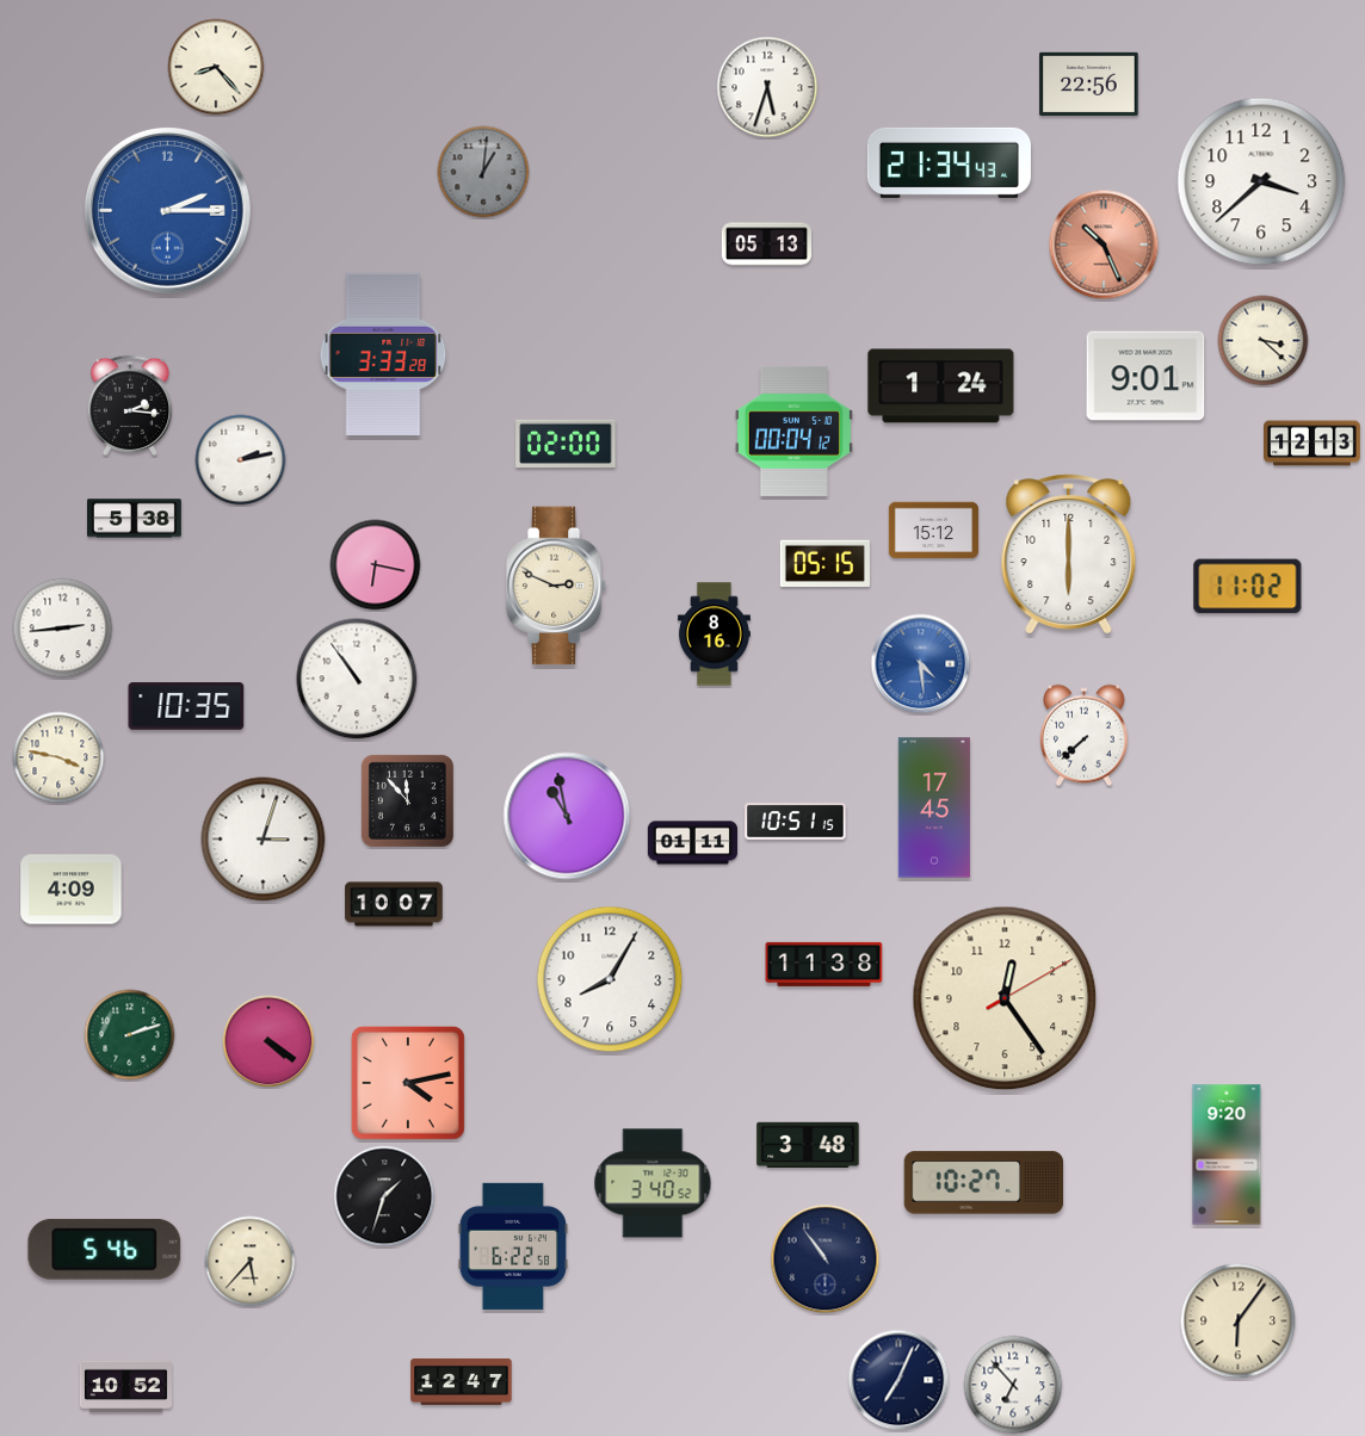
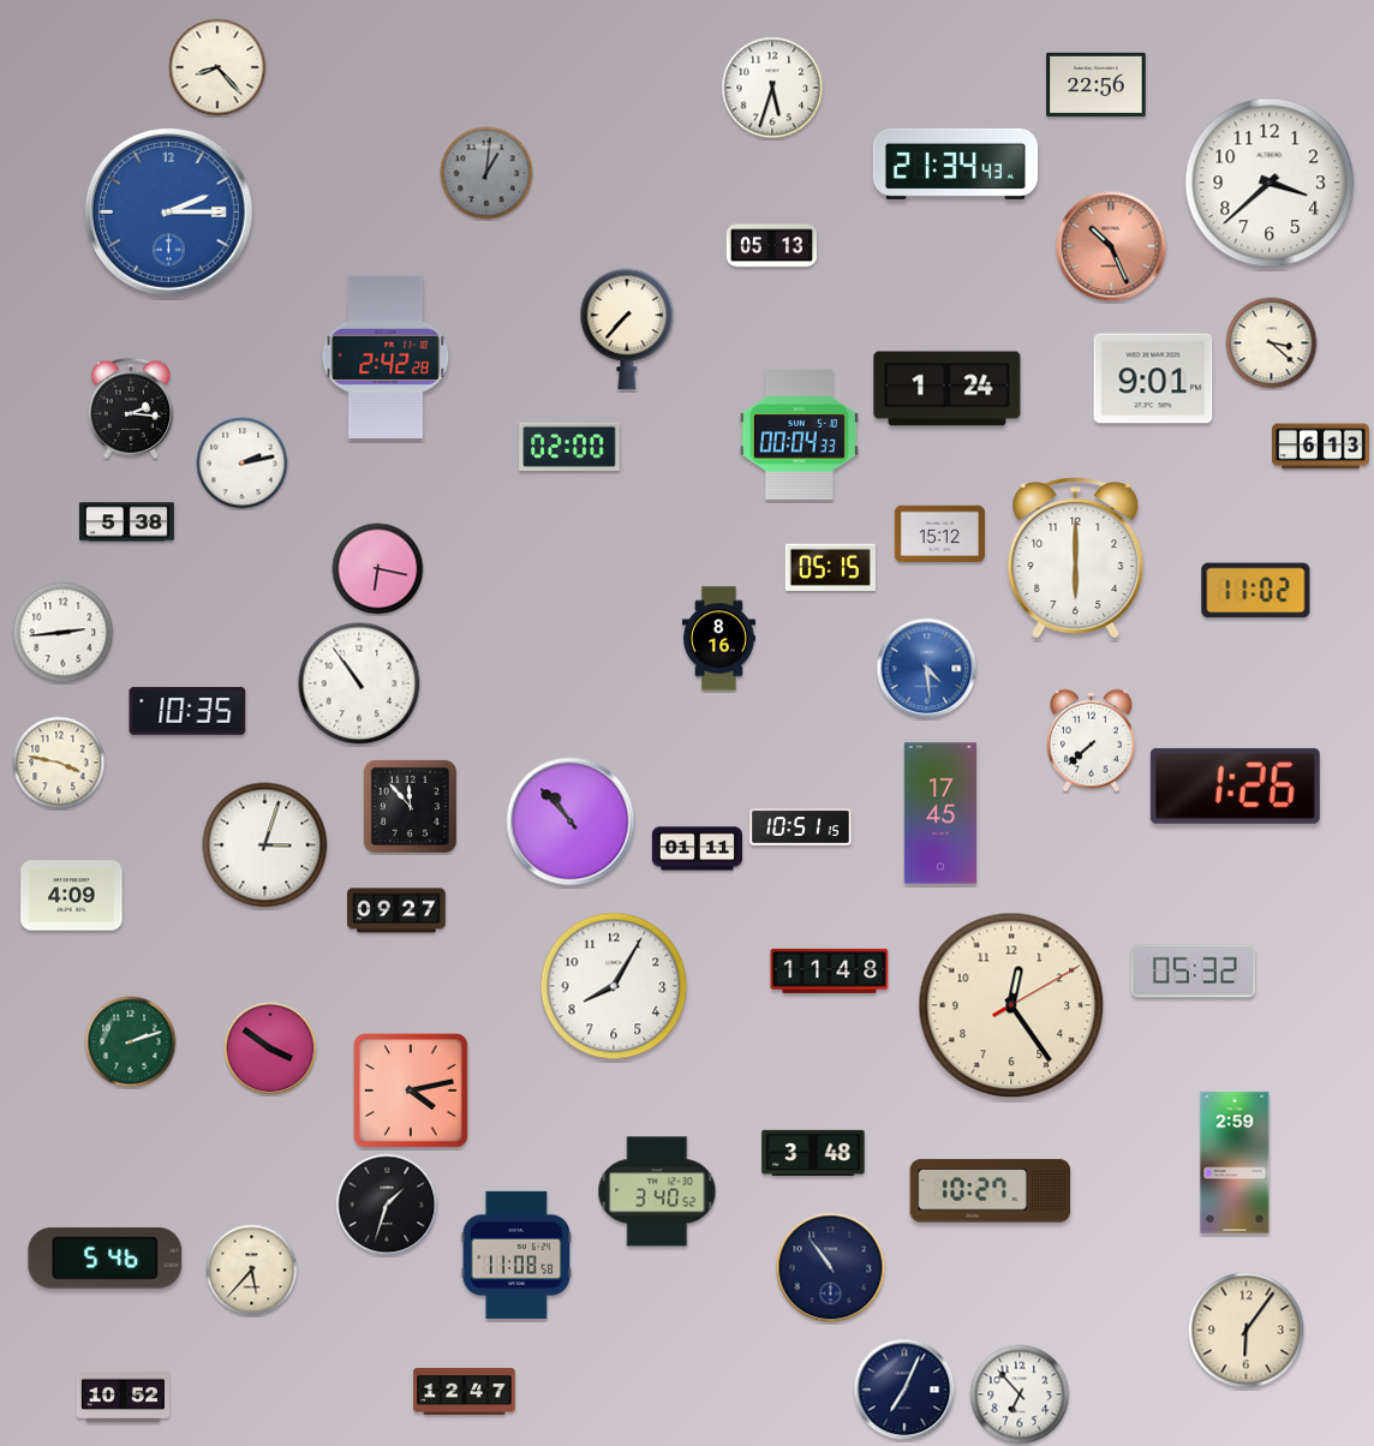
clock at (627, 329): none -> 7:37
clock at (383, 354): 3:33 -> 2:42
clock at (793, 431): 00:04:12 -> 00:04:33
clock at (1312, 444): 12:13 -> 6:13
clock at (134, 519) position: (134, 519) -> (126, 522)
clock at (556, 586): 2:49 -> none
clock at (1235, 785): none -> 1:26
clock at (567, 816): 10:58 -> 10:53
clock at (394, 904): 10:07 -> 09:27
clock at (824, 964): 11:38 -> 11:48
clock at (1194, 972): none -> 05:32
clock at (268, 1041): 4:21 -> 3:51
clock at (1227, 1155): 9:20 -> 2:59
clock at (512, 1246): 6:22 -> 11:08
clock at (125, 1386) position: (125, 1386) -> (123, 1396)
